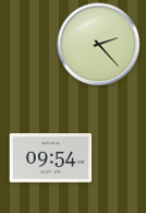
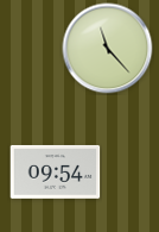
clock at (99, 45): 2:23 -> 11:23
